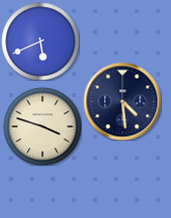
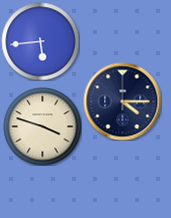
clock at (40, 41): 5:41 -> 5:44
clock at (122, 101): 4:29 -> 4:15
